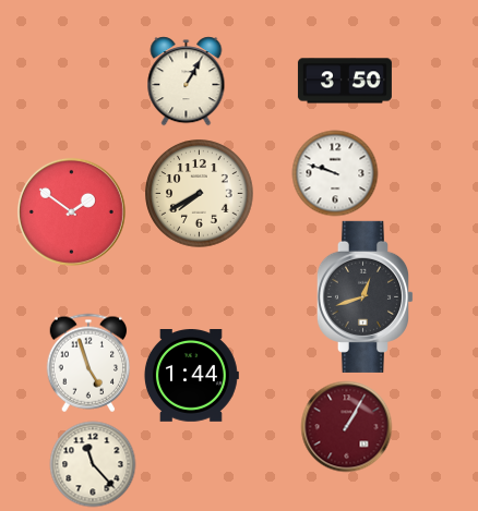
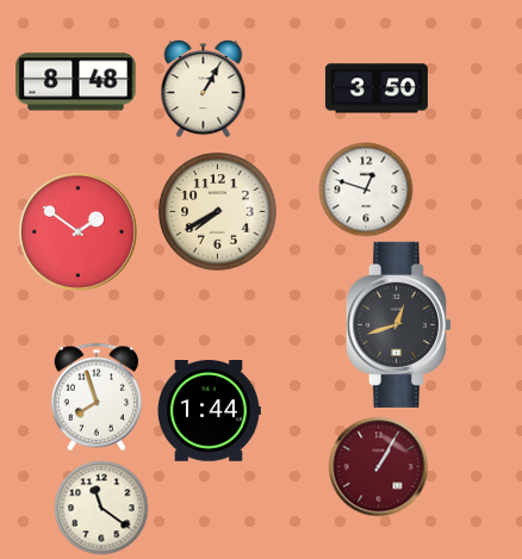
clock at (76, 82): none -> 8:48
clock at (335, 173): 9:48 -> 12:48
clock at (88, 363): 4:57 -> 7:57
clock at (93, 464): 11:23 -> 11:21
